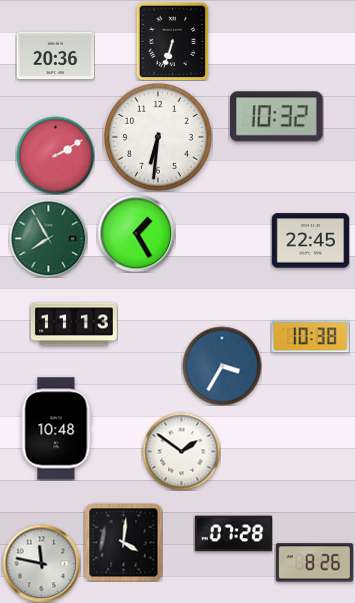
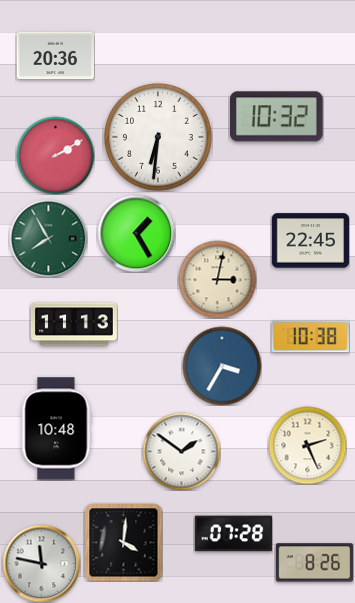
clock at (173, 41): 6:33 -> none
clock at (217, 279): none -> 3:02
clock at (307, 445): none -> 2:26
